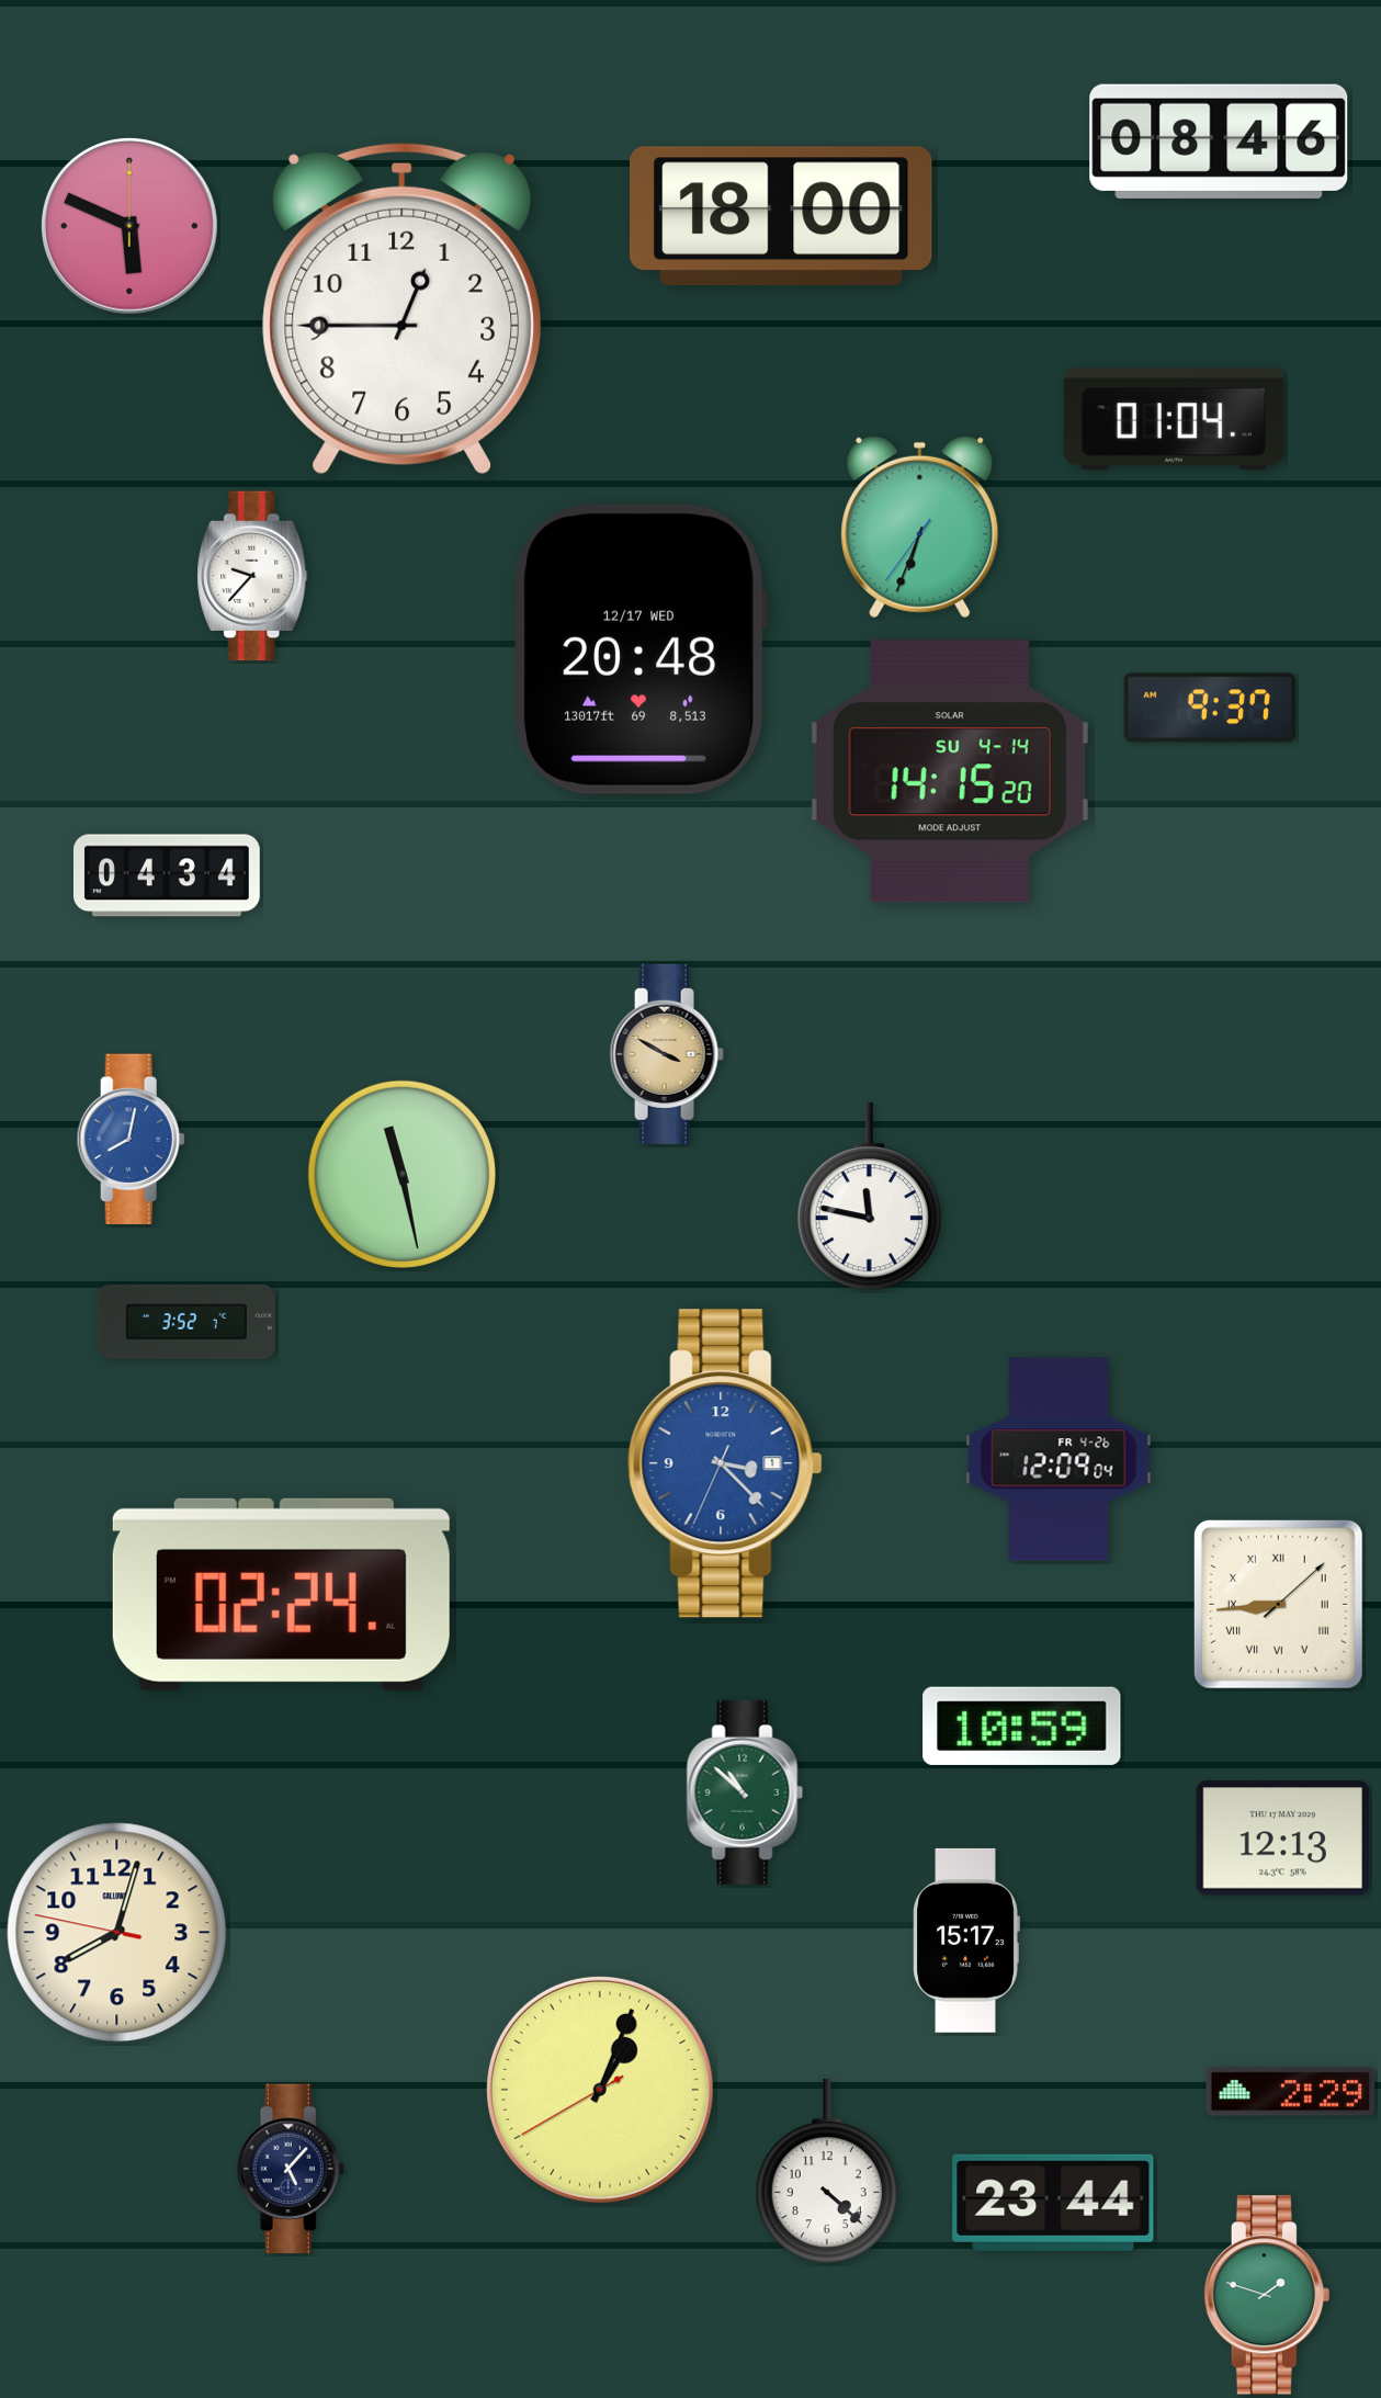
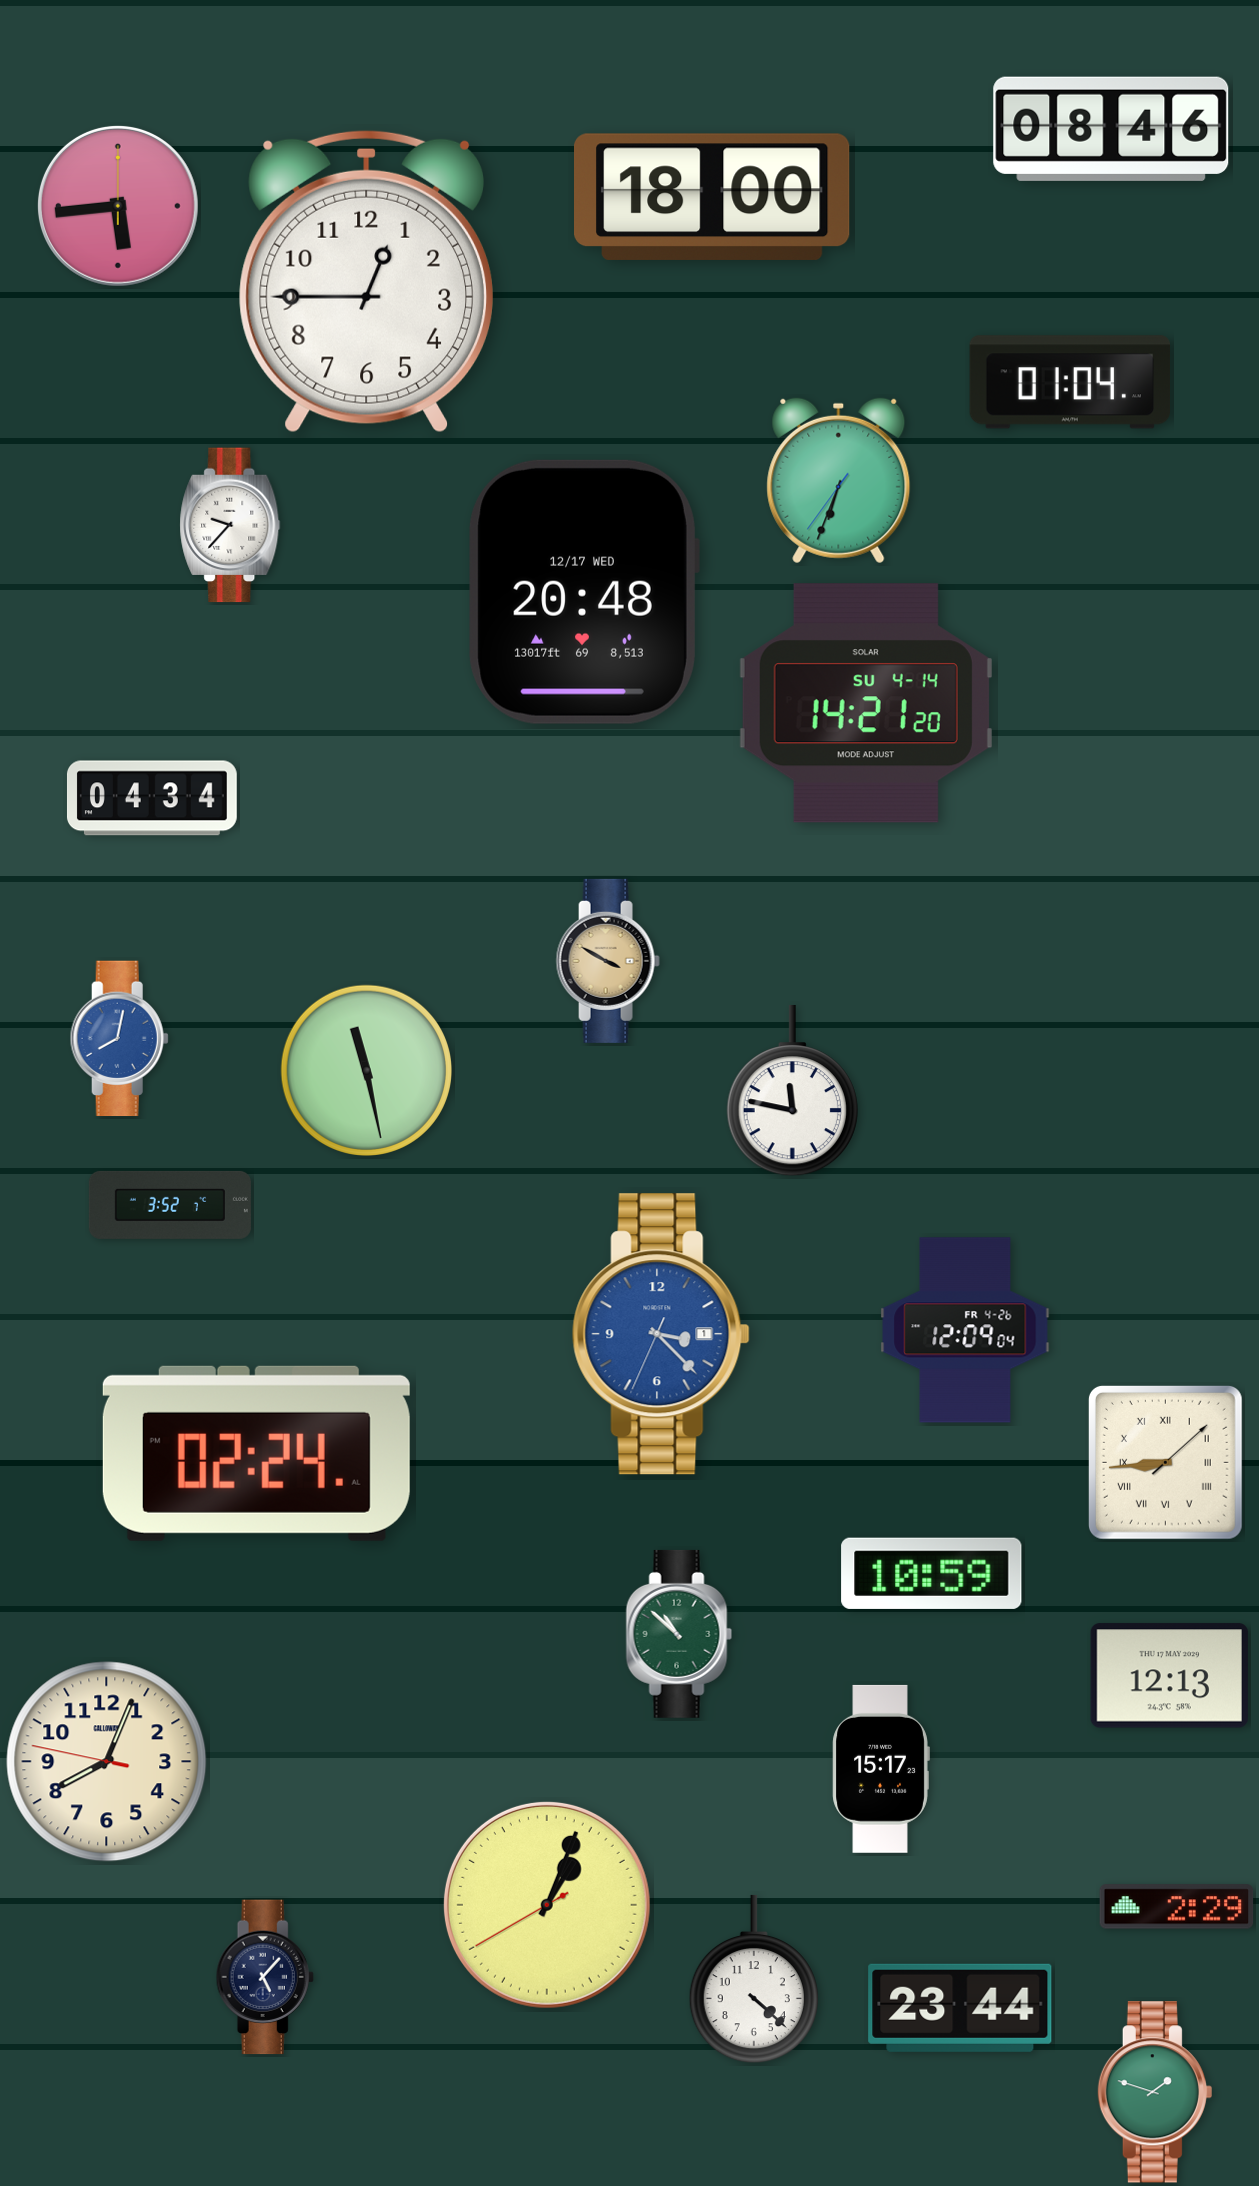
clock at (129, 226): 5:49 -> 5:44
clock at (1209, 708): 9:37 -> none
clock at (950, 771): 14:15 -> 14:21
clock at (117, 1933): 8:02 -> 8:03
